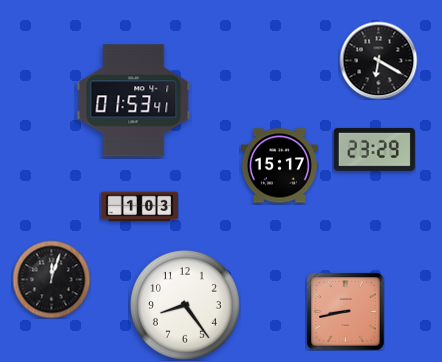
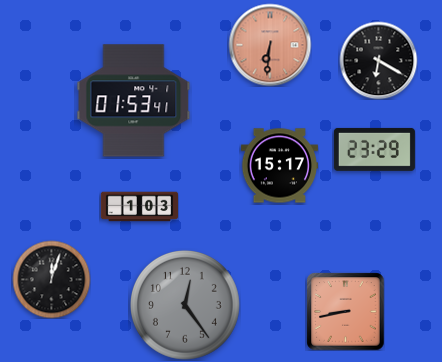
clock at (270, 45): none -> 6:31
clock at (185, 305): 8:24 -> 12:24
clock at (185, 305) dial: white -> grey
